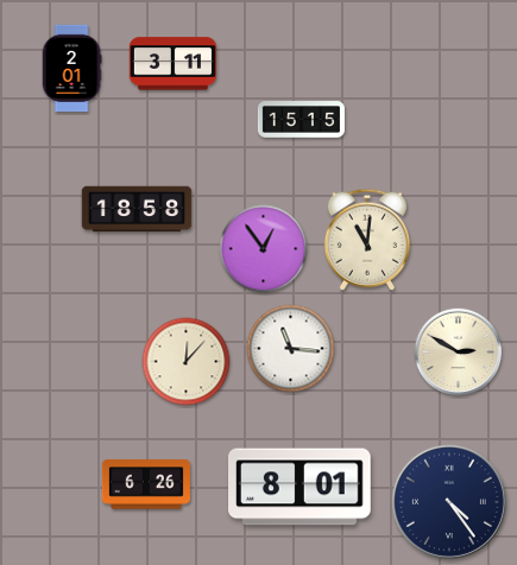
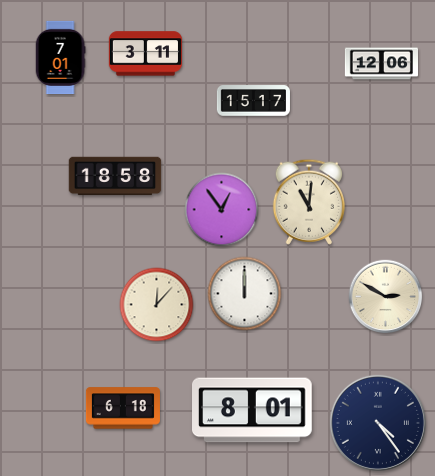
clock at (71, 68): 2:01 -> 7:01
clock at (381, 64): none -> 12:06
clock at (301, 120): 15:15 -> 15:17
clock at (291, 349): 11:16 -> 12:00
clock at (146, 484): 6:26 -> 6:18
